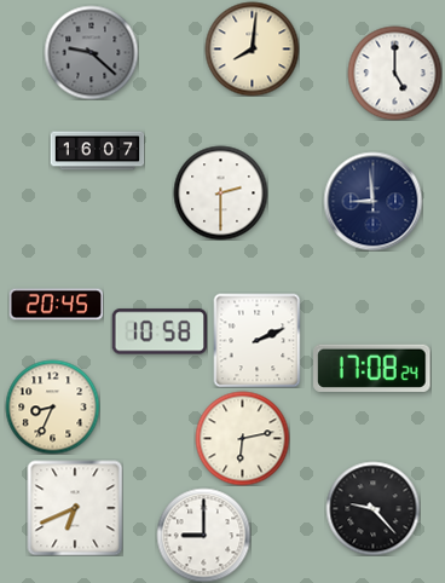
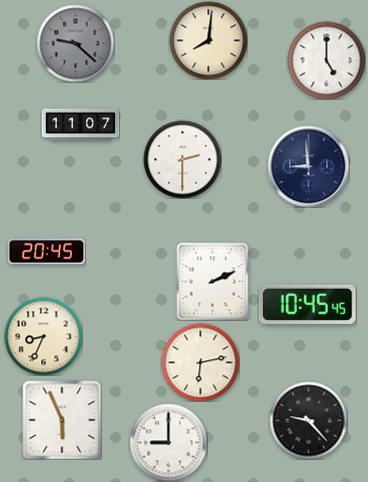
clock at (97, 151): 16:07 -> 11:07
clock at (158, 331): 10:58 -> none
clock at (372, 368): 17:08 -> 10:45
clock at (75, 508): 6:41 -> 5:56
